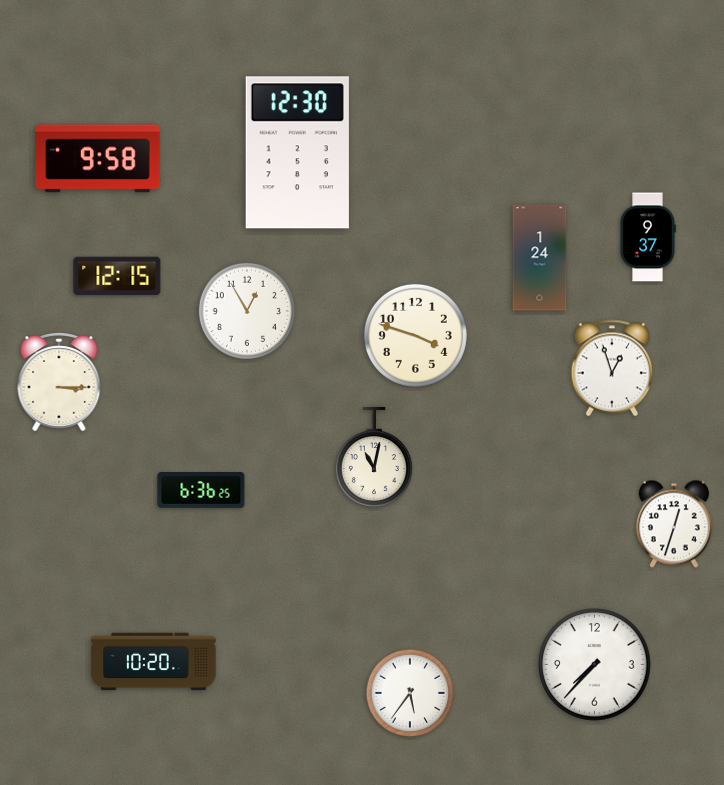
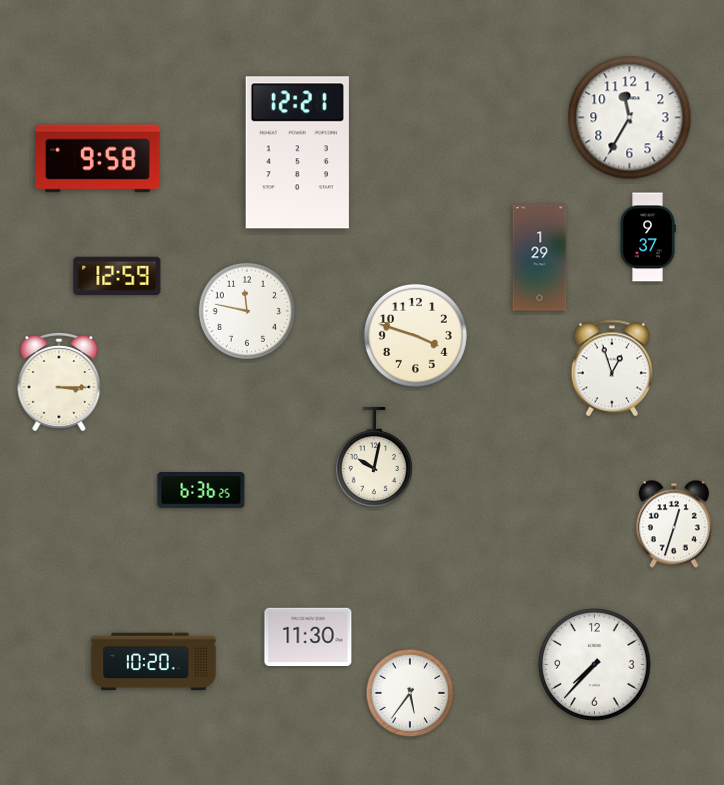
clock at (630, 118): none -> 11:35
clock at (297, 153): 12:30 -> 12:21
clock at (540, 258): 1:24 -> 1:29
clock at (117, 276): 12:15 -> 12:59
clock at (247, 311): 12:55 -> 11:47
clock at (374, 457): 11:02 -> 10:02
clock at (308, 637): none -> 11:30
